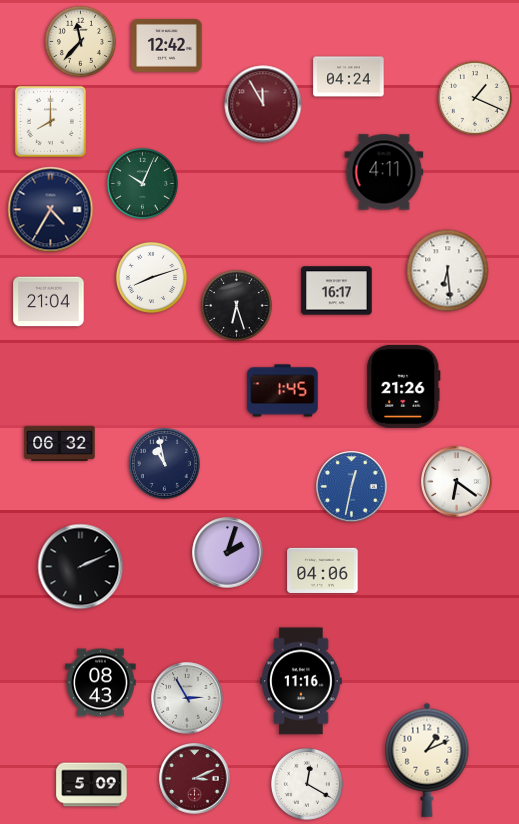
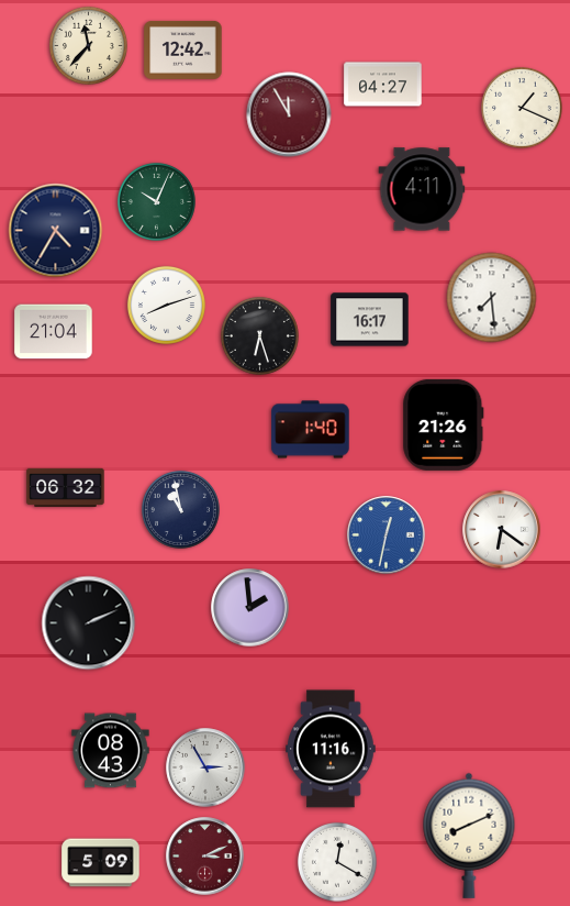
clock at (349, 77): 04:24 -> 04:27
clock at (50, 121): 8:00 -> none
clock at (448, 271): 6:29 -> 7:29
clock at (283, 391): 1:45 -> 1:40
clock at (228, 553): 2:03 -> 1:59
clock at (323, 570): 04:06 -> none
clock at (427, 760): 1:11 -> 8:11
clock at (195, 779) position: (195, 779) -> (205, 857)
